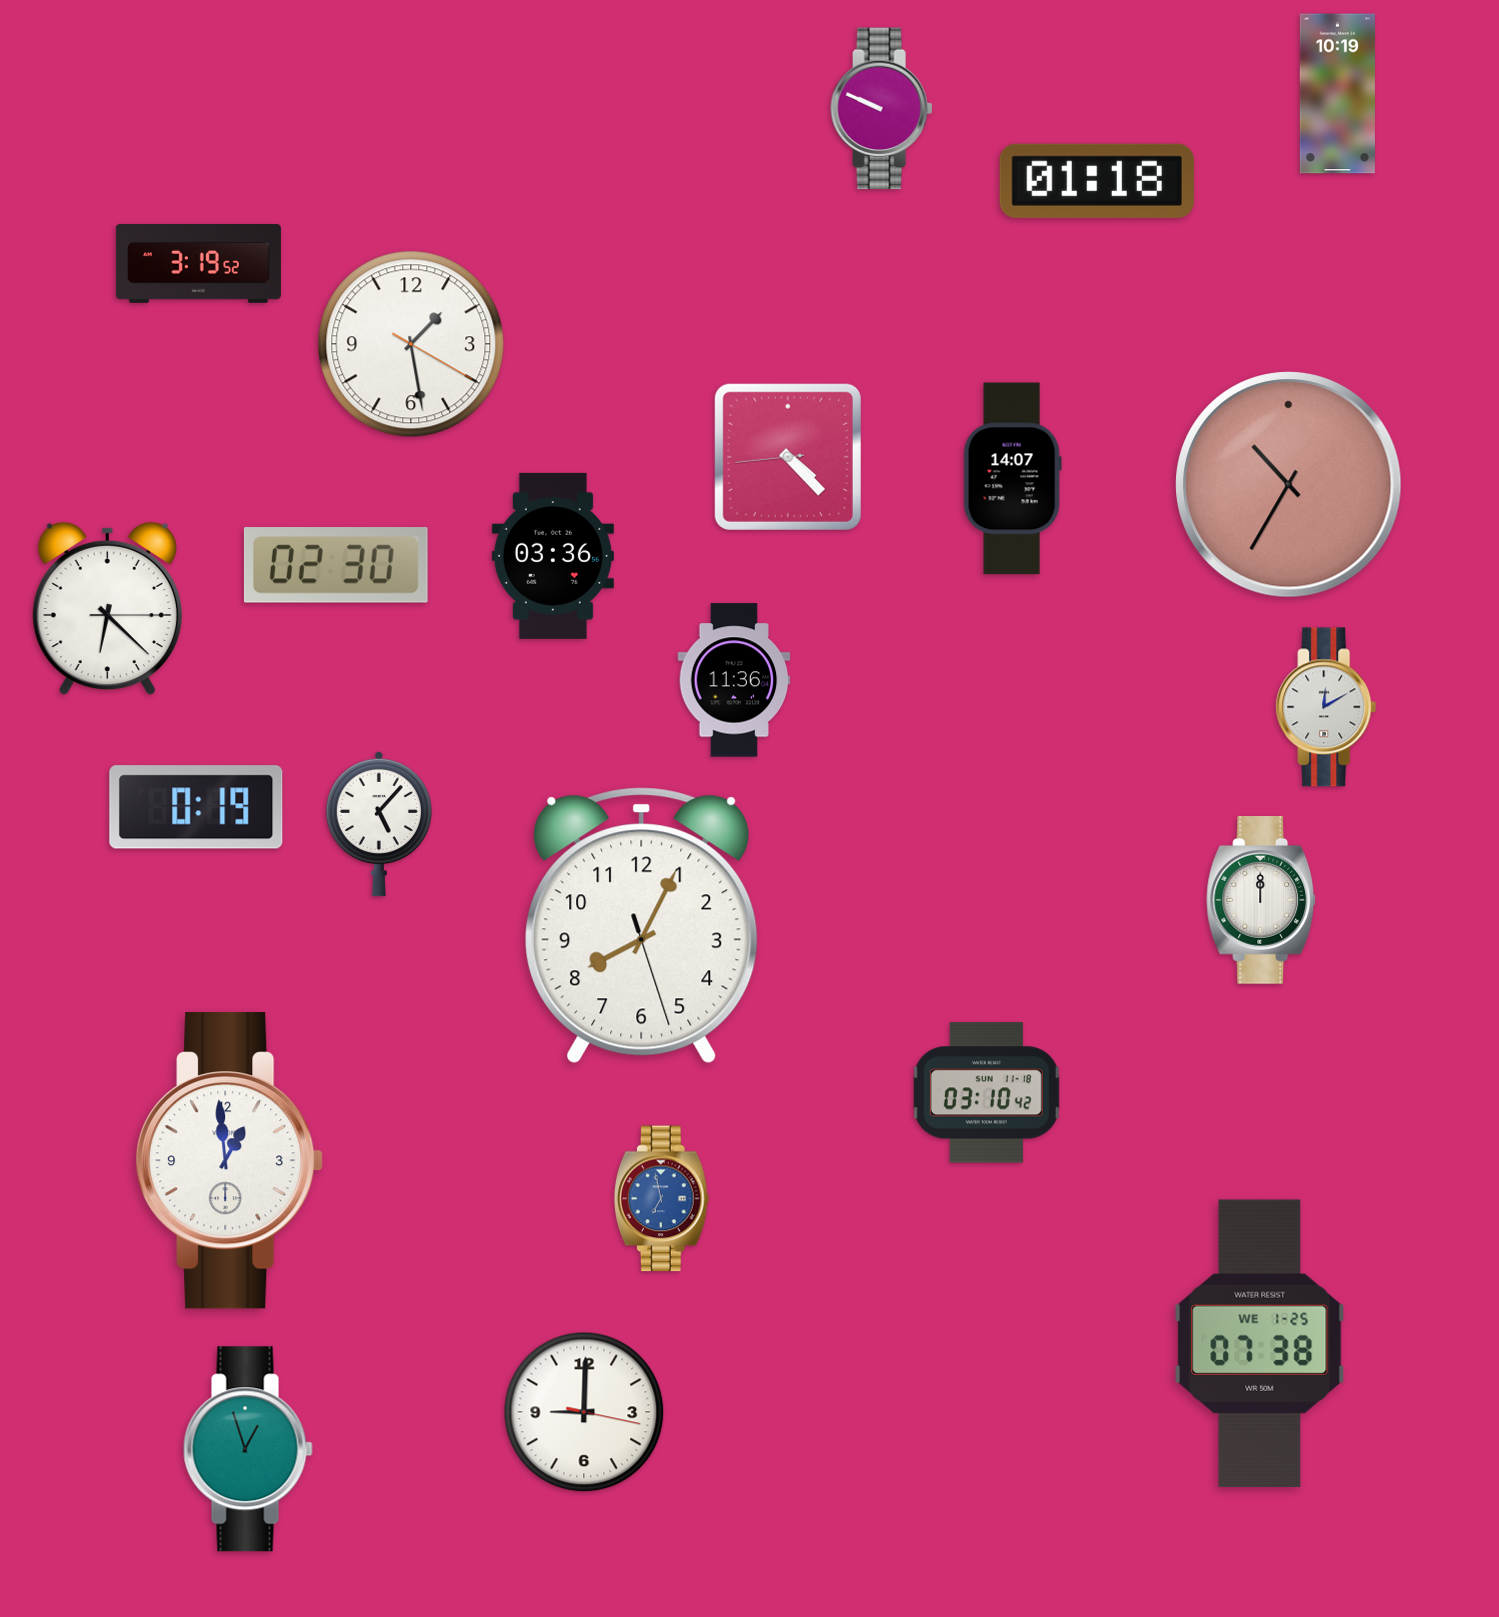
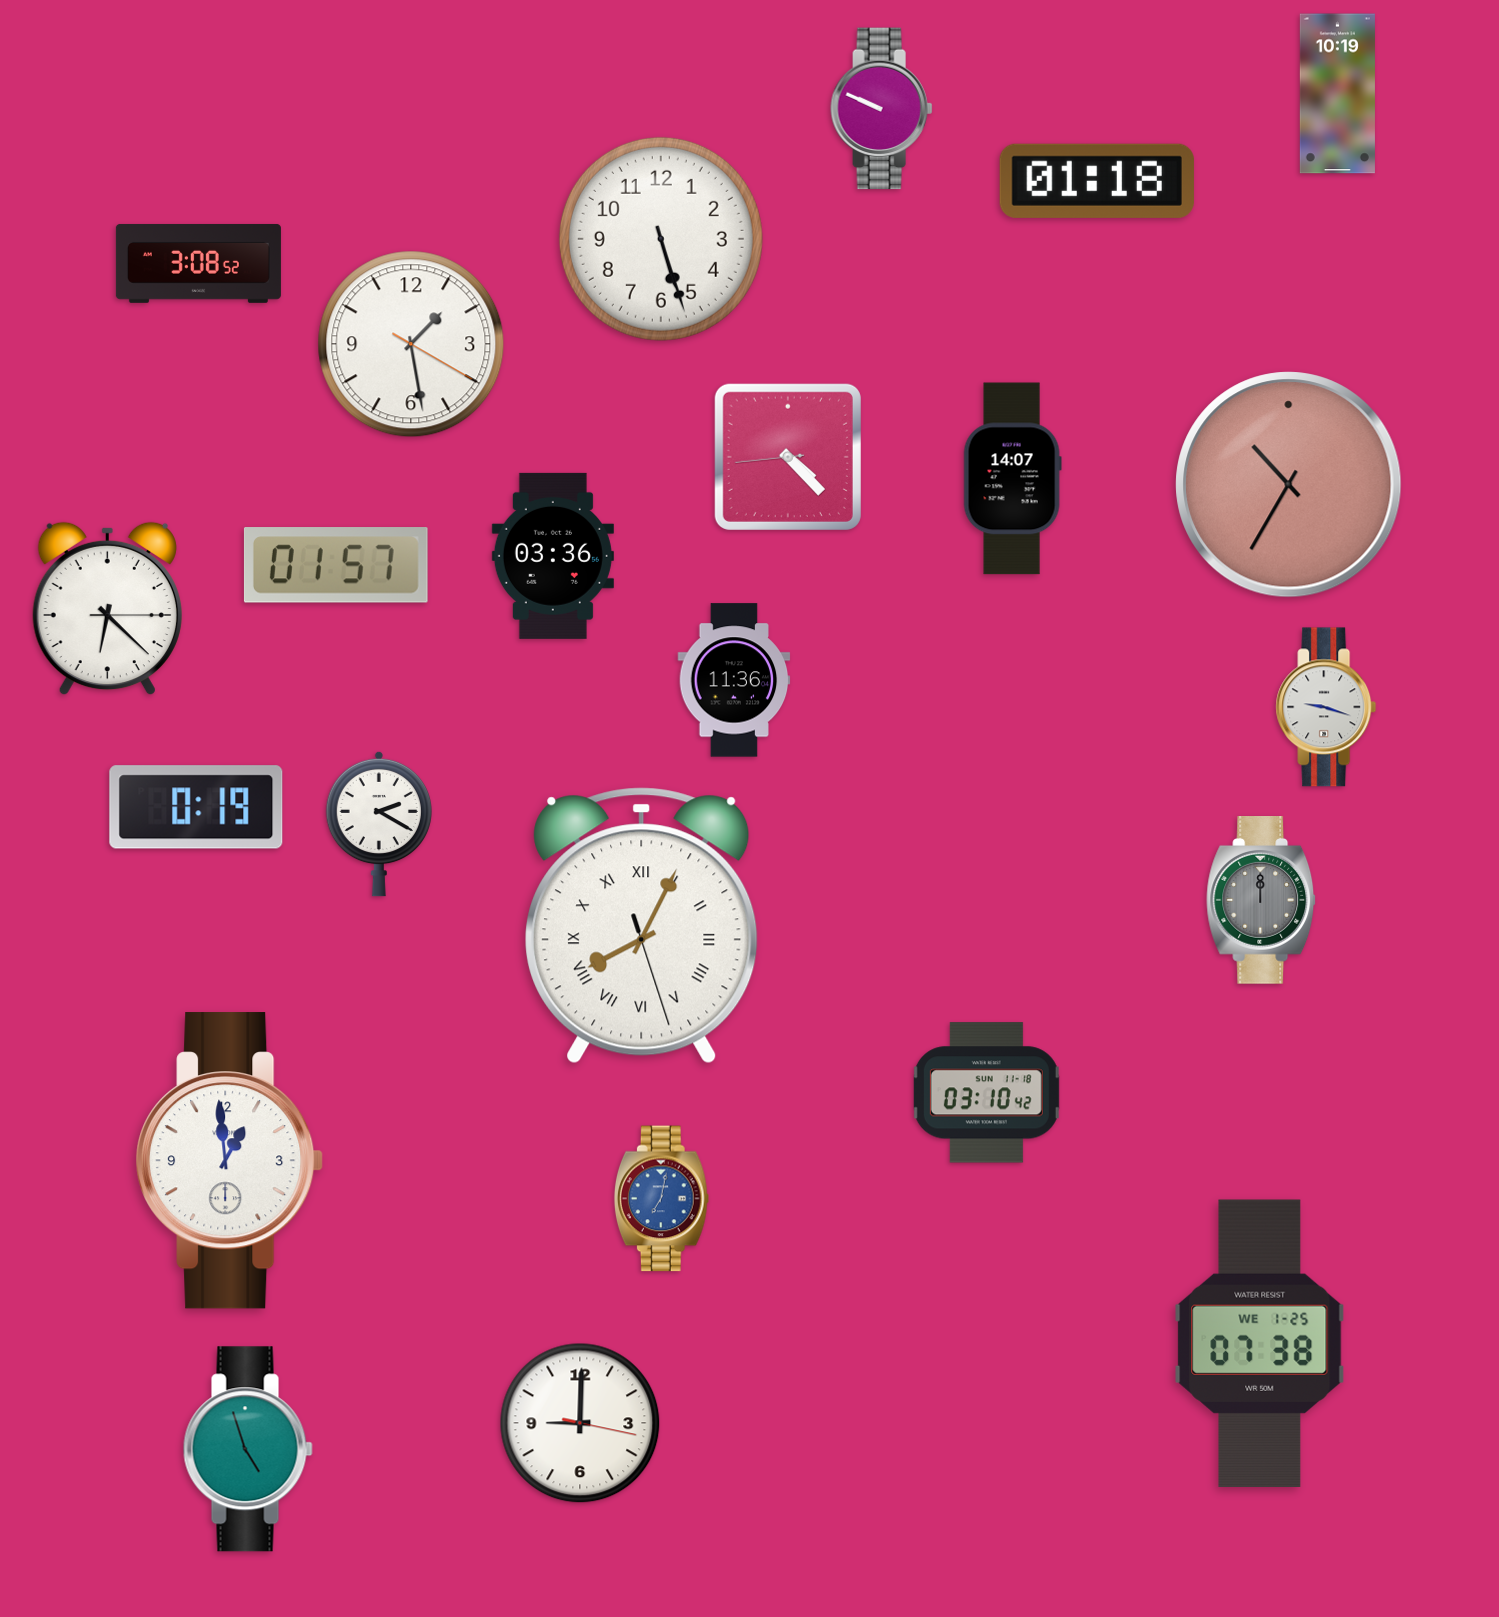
clock at (661, 239): none -> 5:27
clock at (198, 263): 3:19 -> 3:08
clock at (336, 565): 02:30 -> 01:57
clock at (1326, 707): 12:10 -> 9:18
clock at (379, 824): 5:07 -> 2:20
clock at (1262, 901) dial: white -> grey
clock at (642, 926) numerals: Arabic -> Roman
clock at (661, 1199): 6:58 -> 7:02
clock at (584, 1412) position: (584, 1412) -> (580, 1423)
clock at (248, 1449): 12:57 -> 4:57
